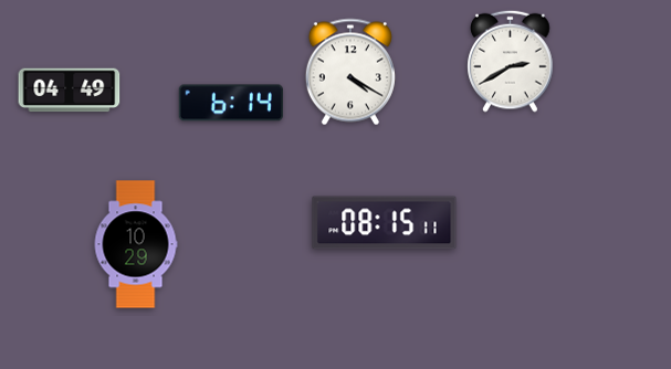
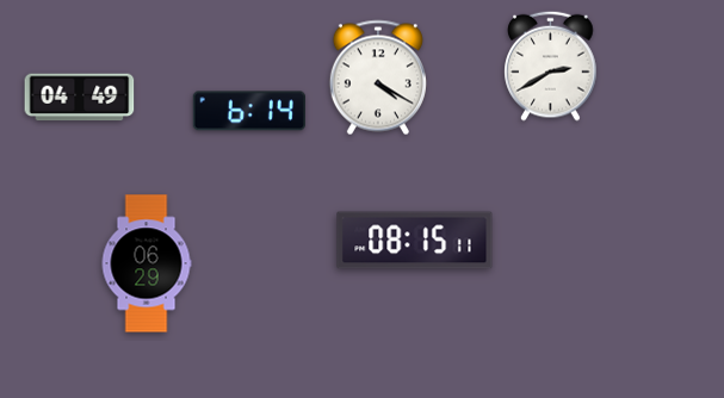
clock at (70, 91) position: (70, 91) -> (80, 98)
clock at (136, 244): 10:29 -> 06:29
